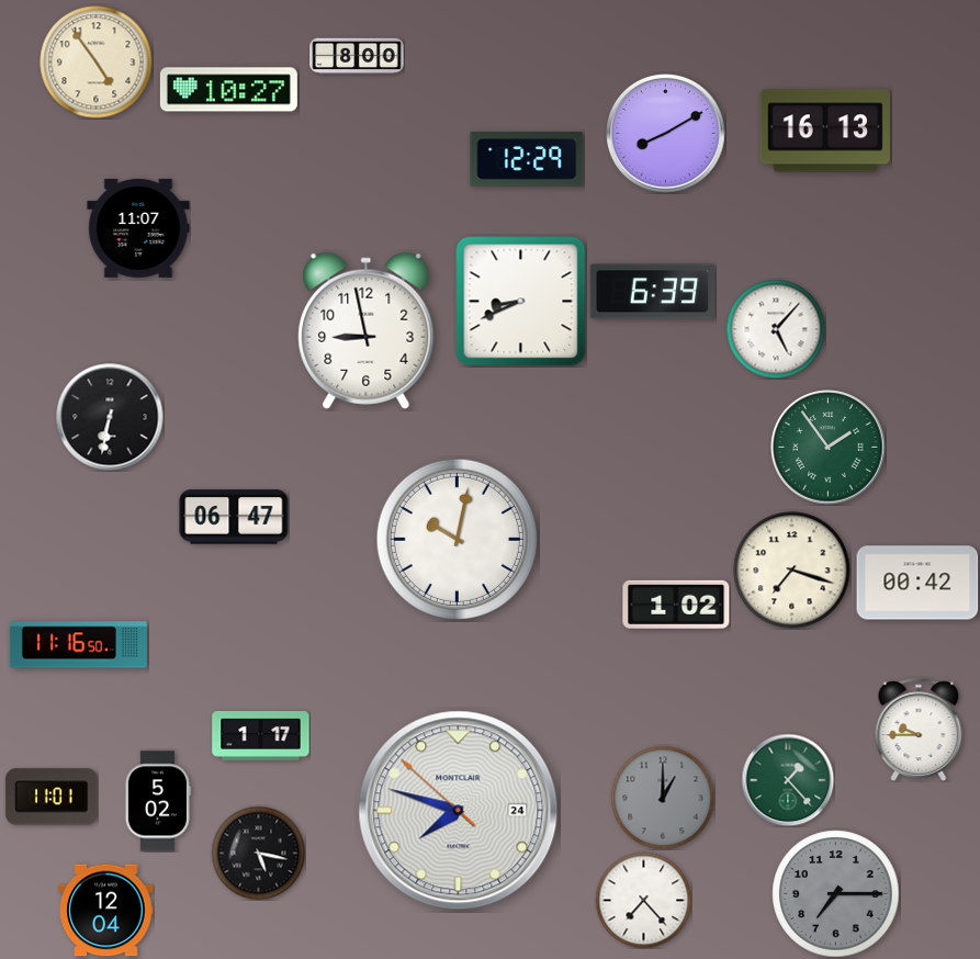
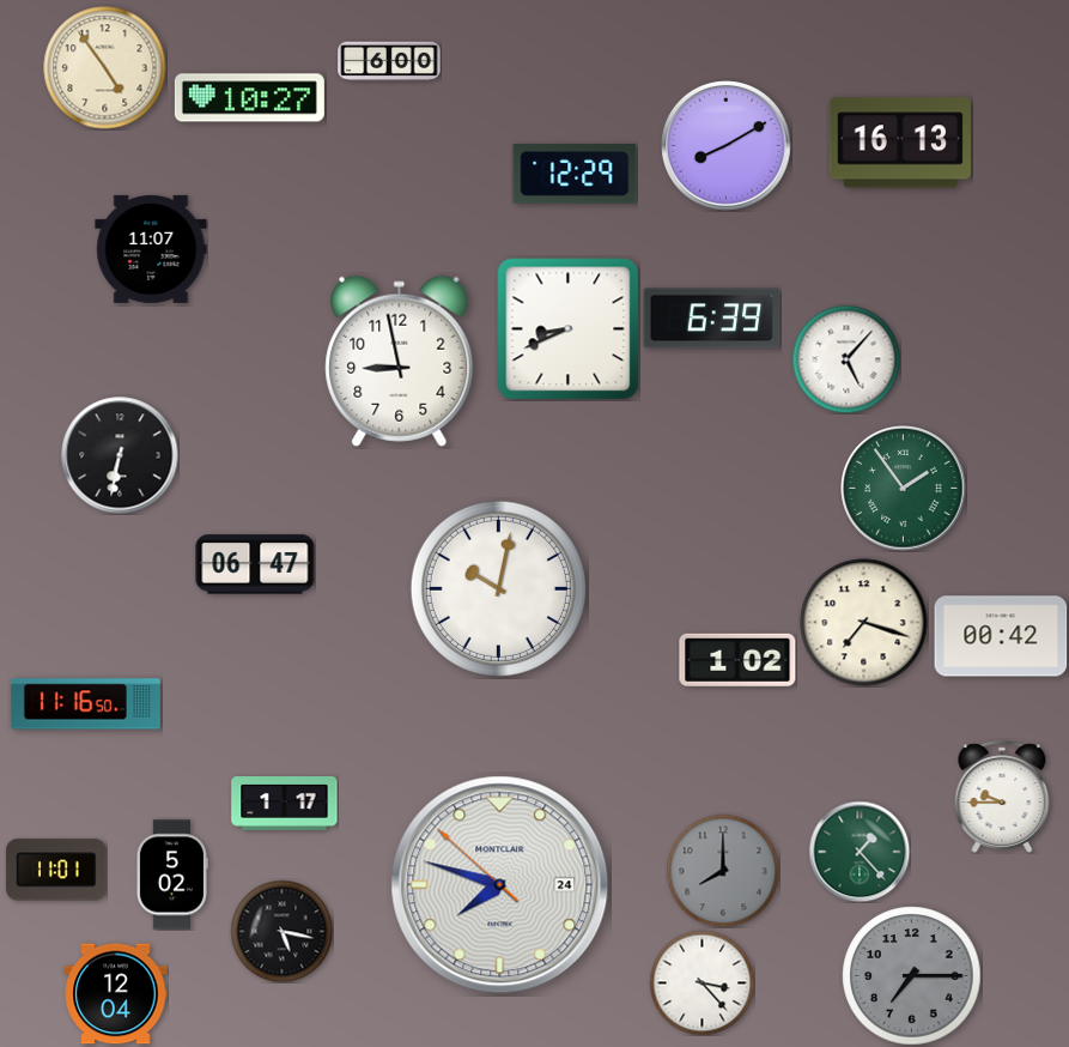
clock at (357, 56): 8:00 -> 6:00
clock at (663, 798): 1:00 -> 8:00
clock at (643, 900): 7:23 -> 3:23
